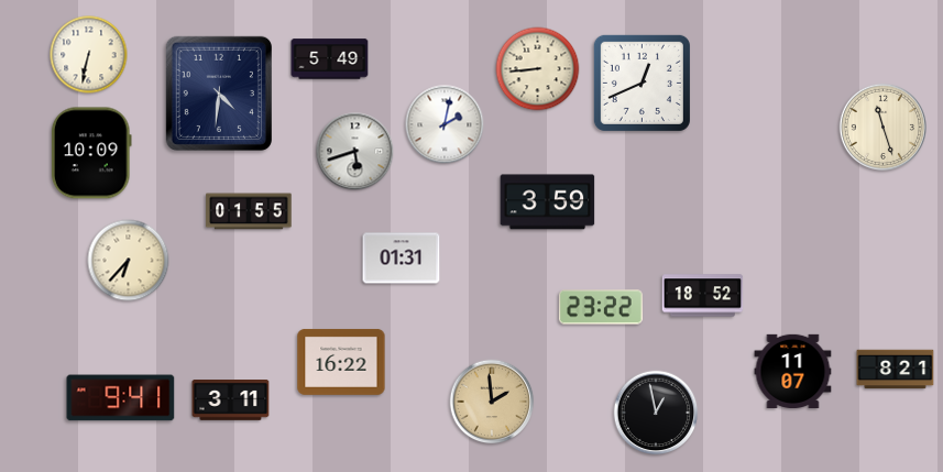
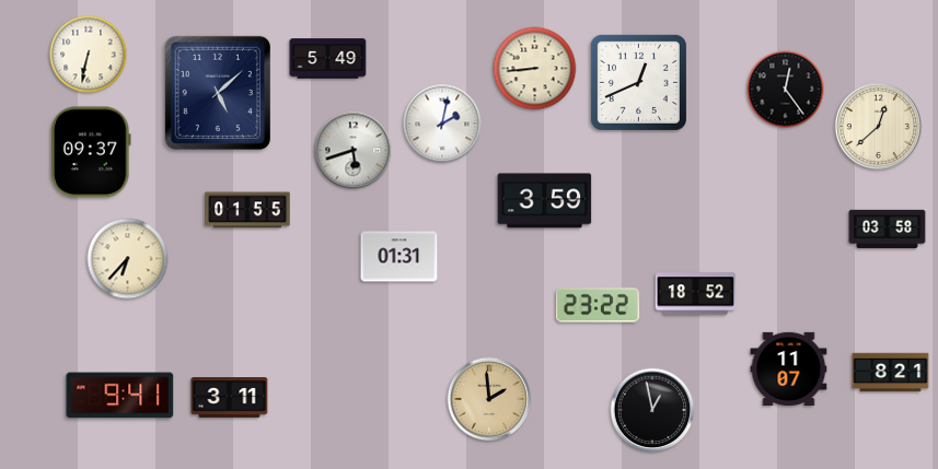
clock at (786, 90): none -> 12:24
clock at (219, 94): 4:31 -> 5:08
clock at (882, 127): 11:27 -> 12:38
clock at (91, 153): 10:09 -> 09:37
clock at (888, 230): none -> 03:58
clock at (703, 296) position: (703, 296) -> (696, 294)
clock at (341, 362): 16:22 -> none
clock at (896, 370) position: (896, 370) -> (891, 373)
